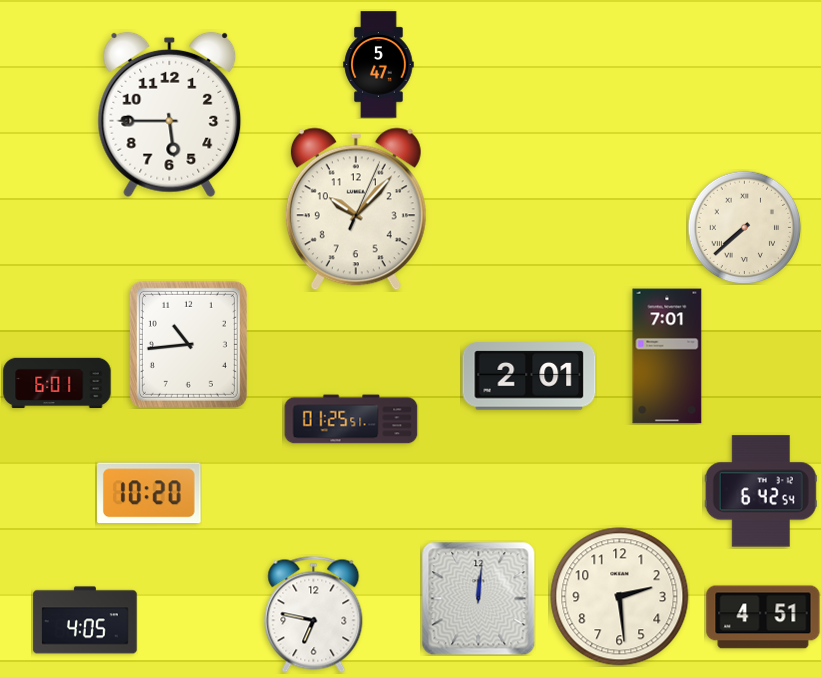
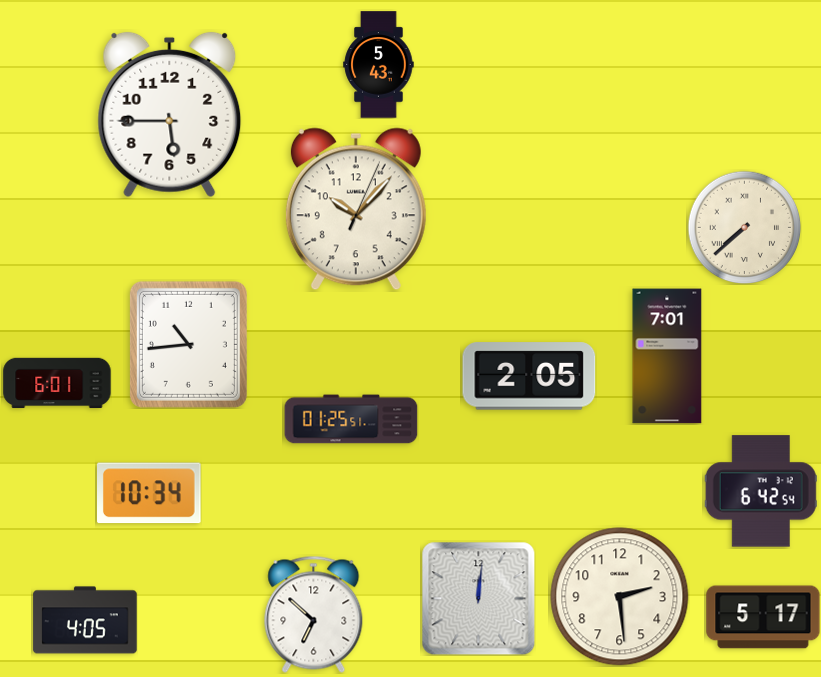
clock at (379, 65): 5:47 -> 5:43
clock at (529, 376): 2:01 -> 2:05
clock at (150, 493): 10:20 -> 10:34
clock at (314, 614): 6:47 -> 6:52
clock at (763, 617): 4:51 -> 5:17
